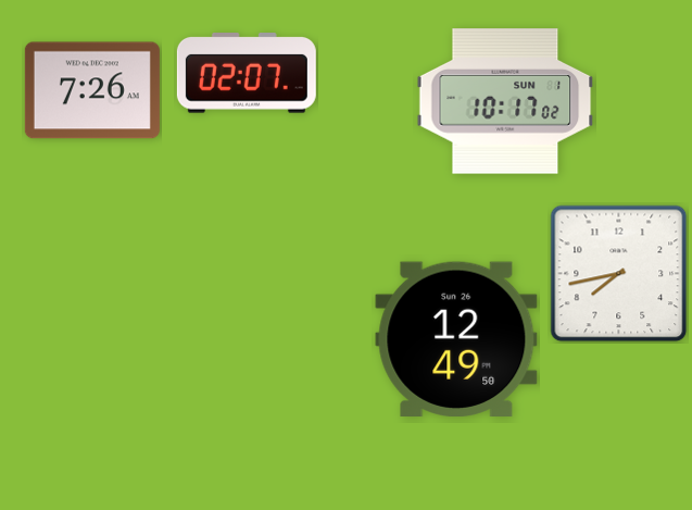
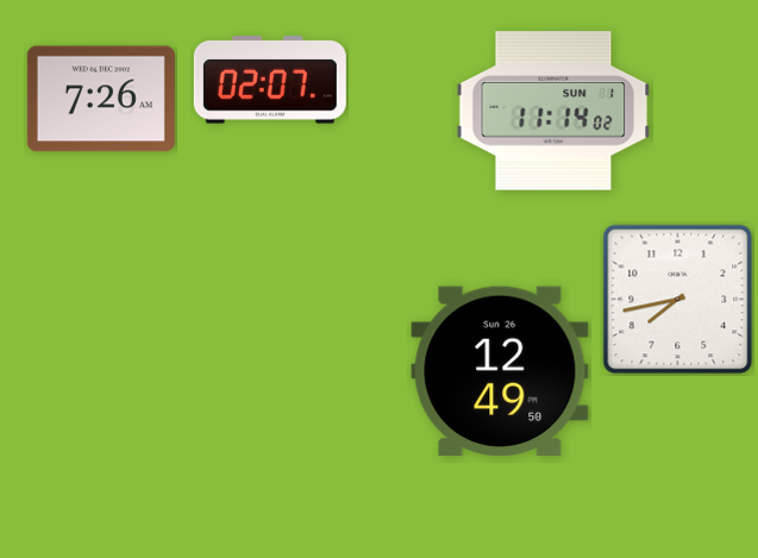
clock at (505, 101): 10:17 -> 11:14
